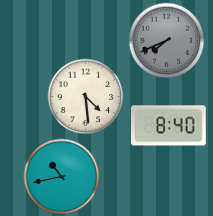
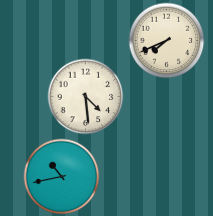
clock at (167, 41) dial: grey -> cream
clock at (168, 126): 8:40 -> none
